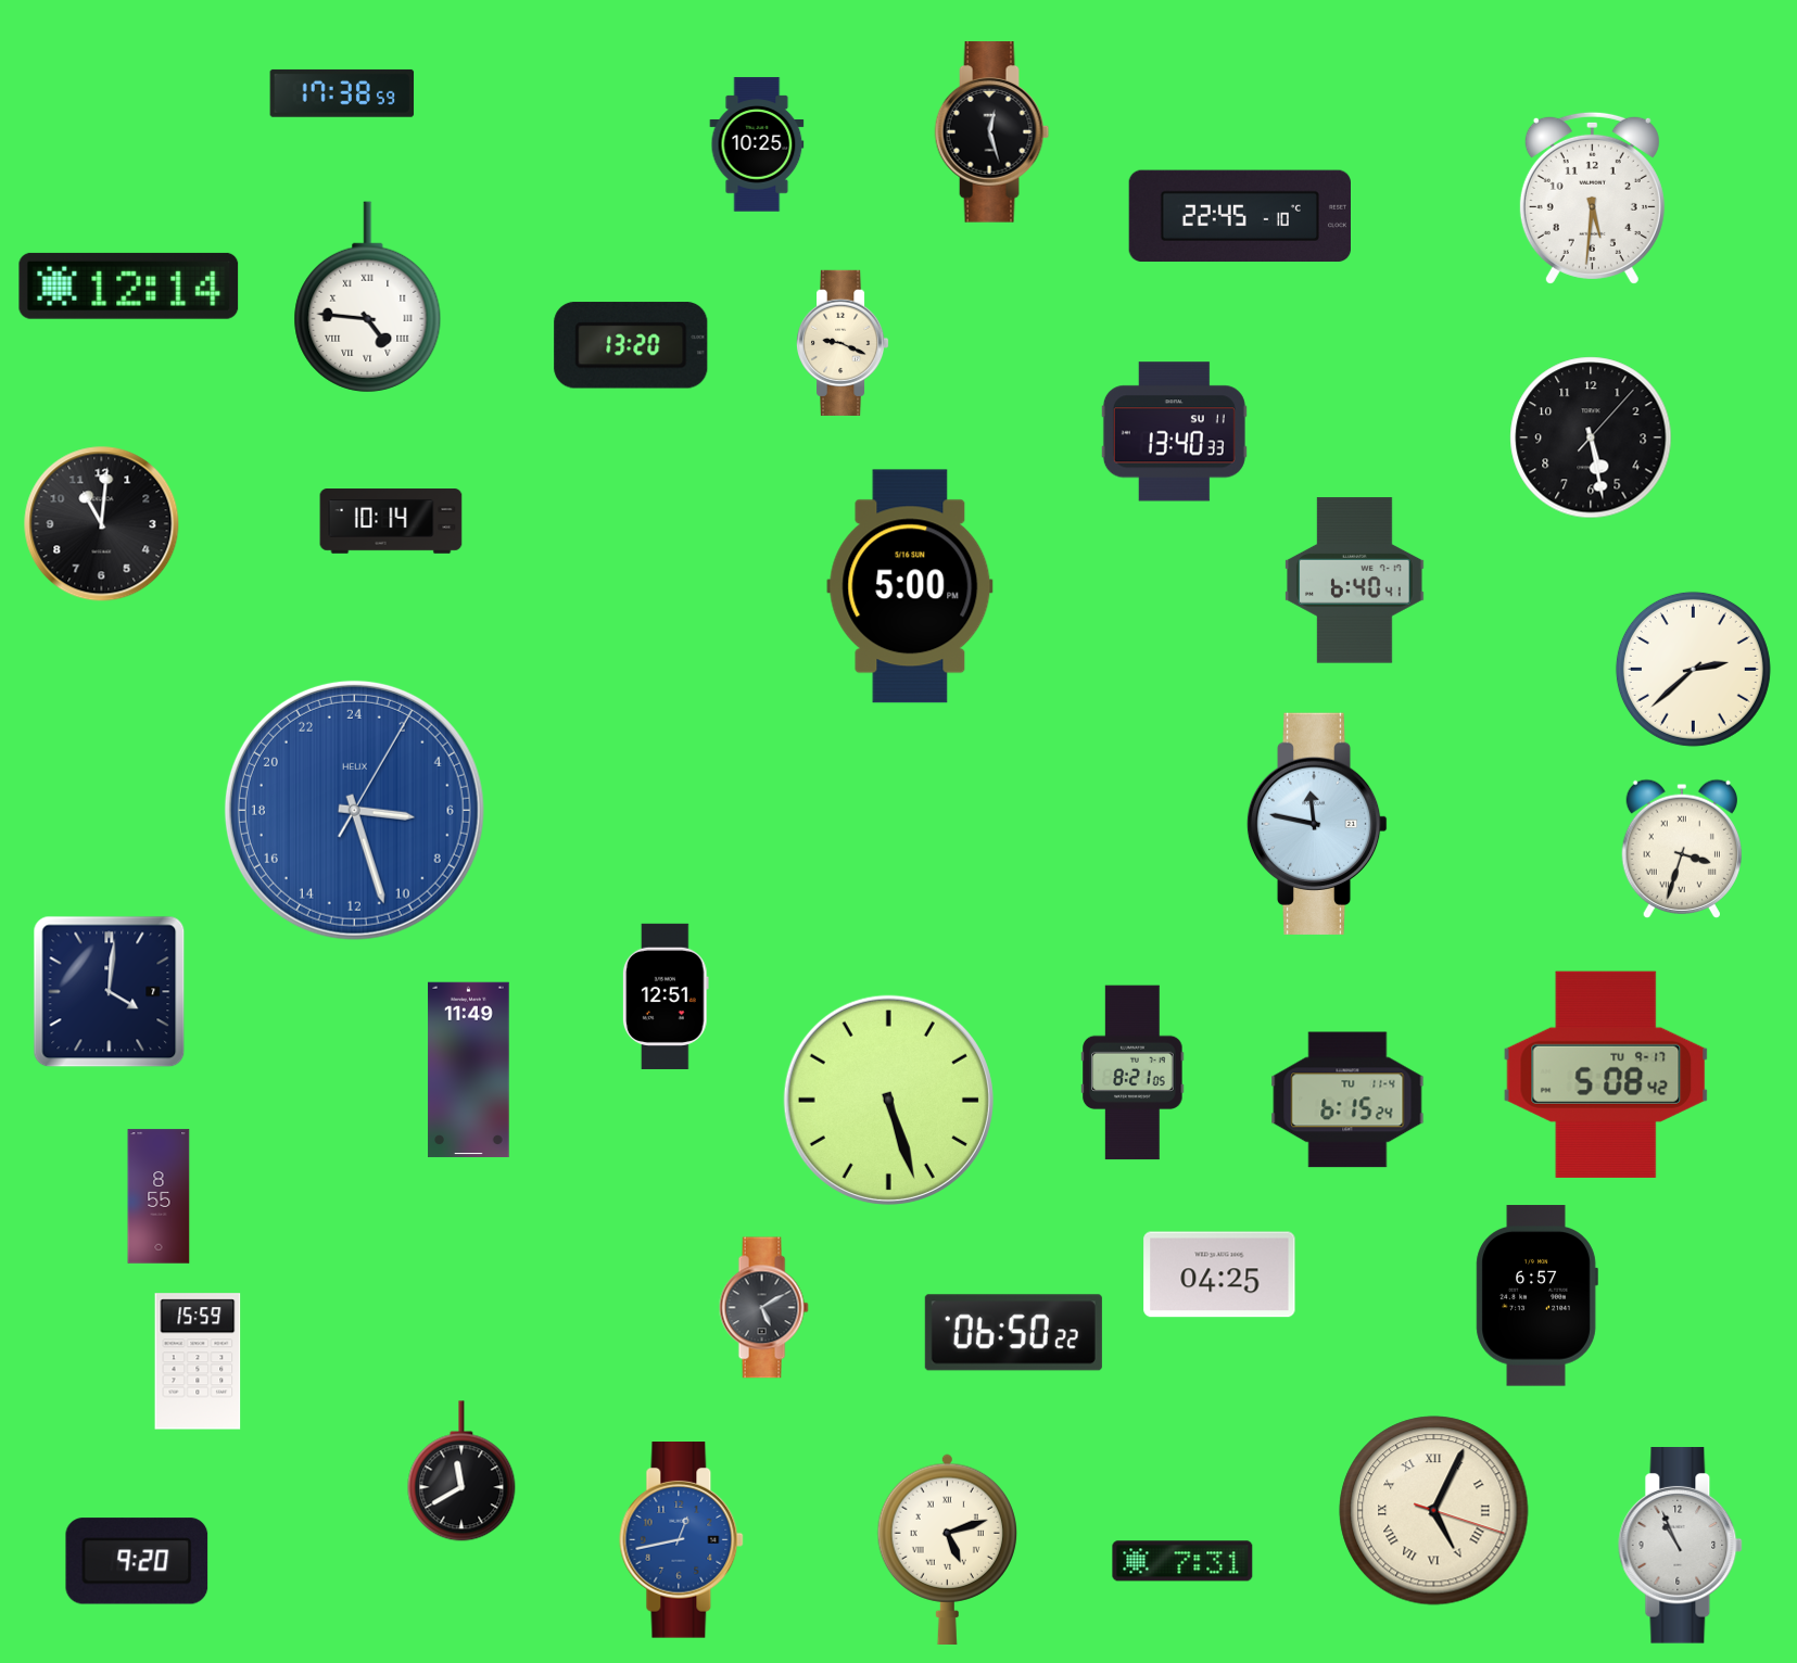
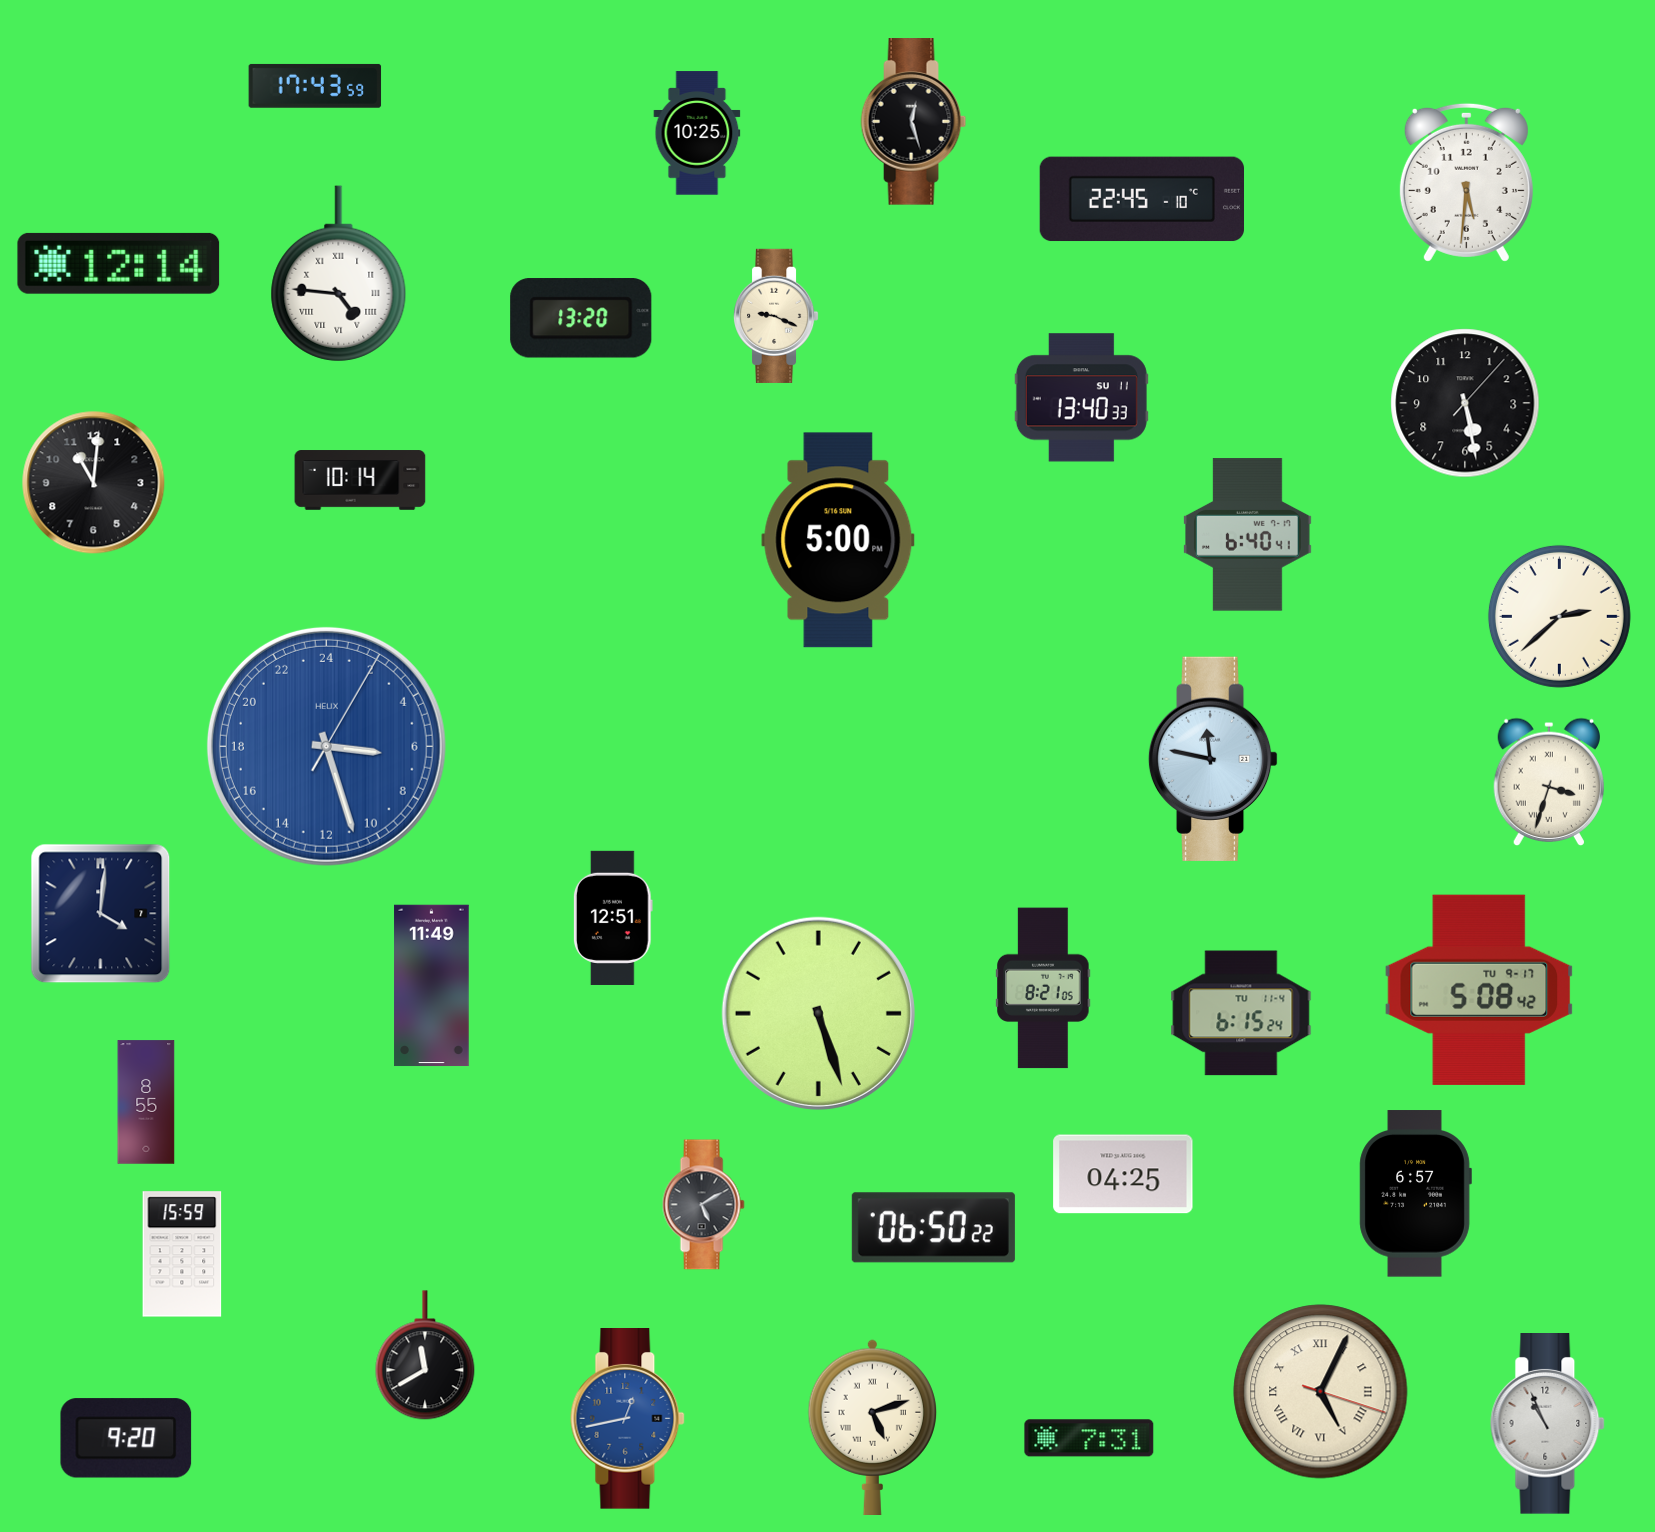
clock at (342, 93): 17:38 -> 17:43
